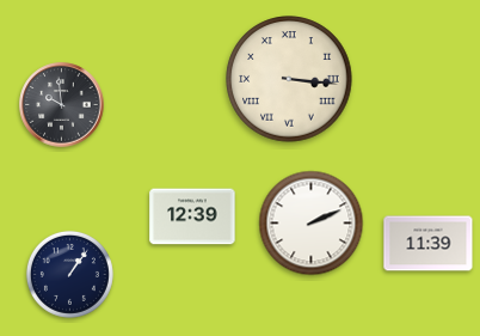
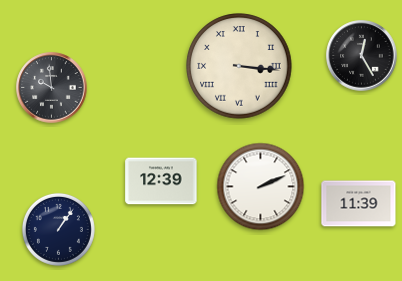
clock at (362, 56): none -> 12:25
clock at (289, 79) position: (289, 79) -> (239, 66)
